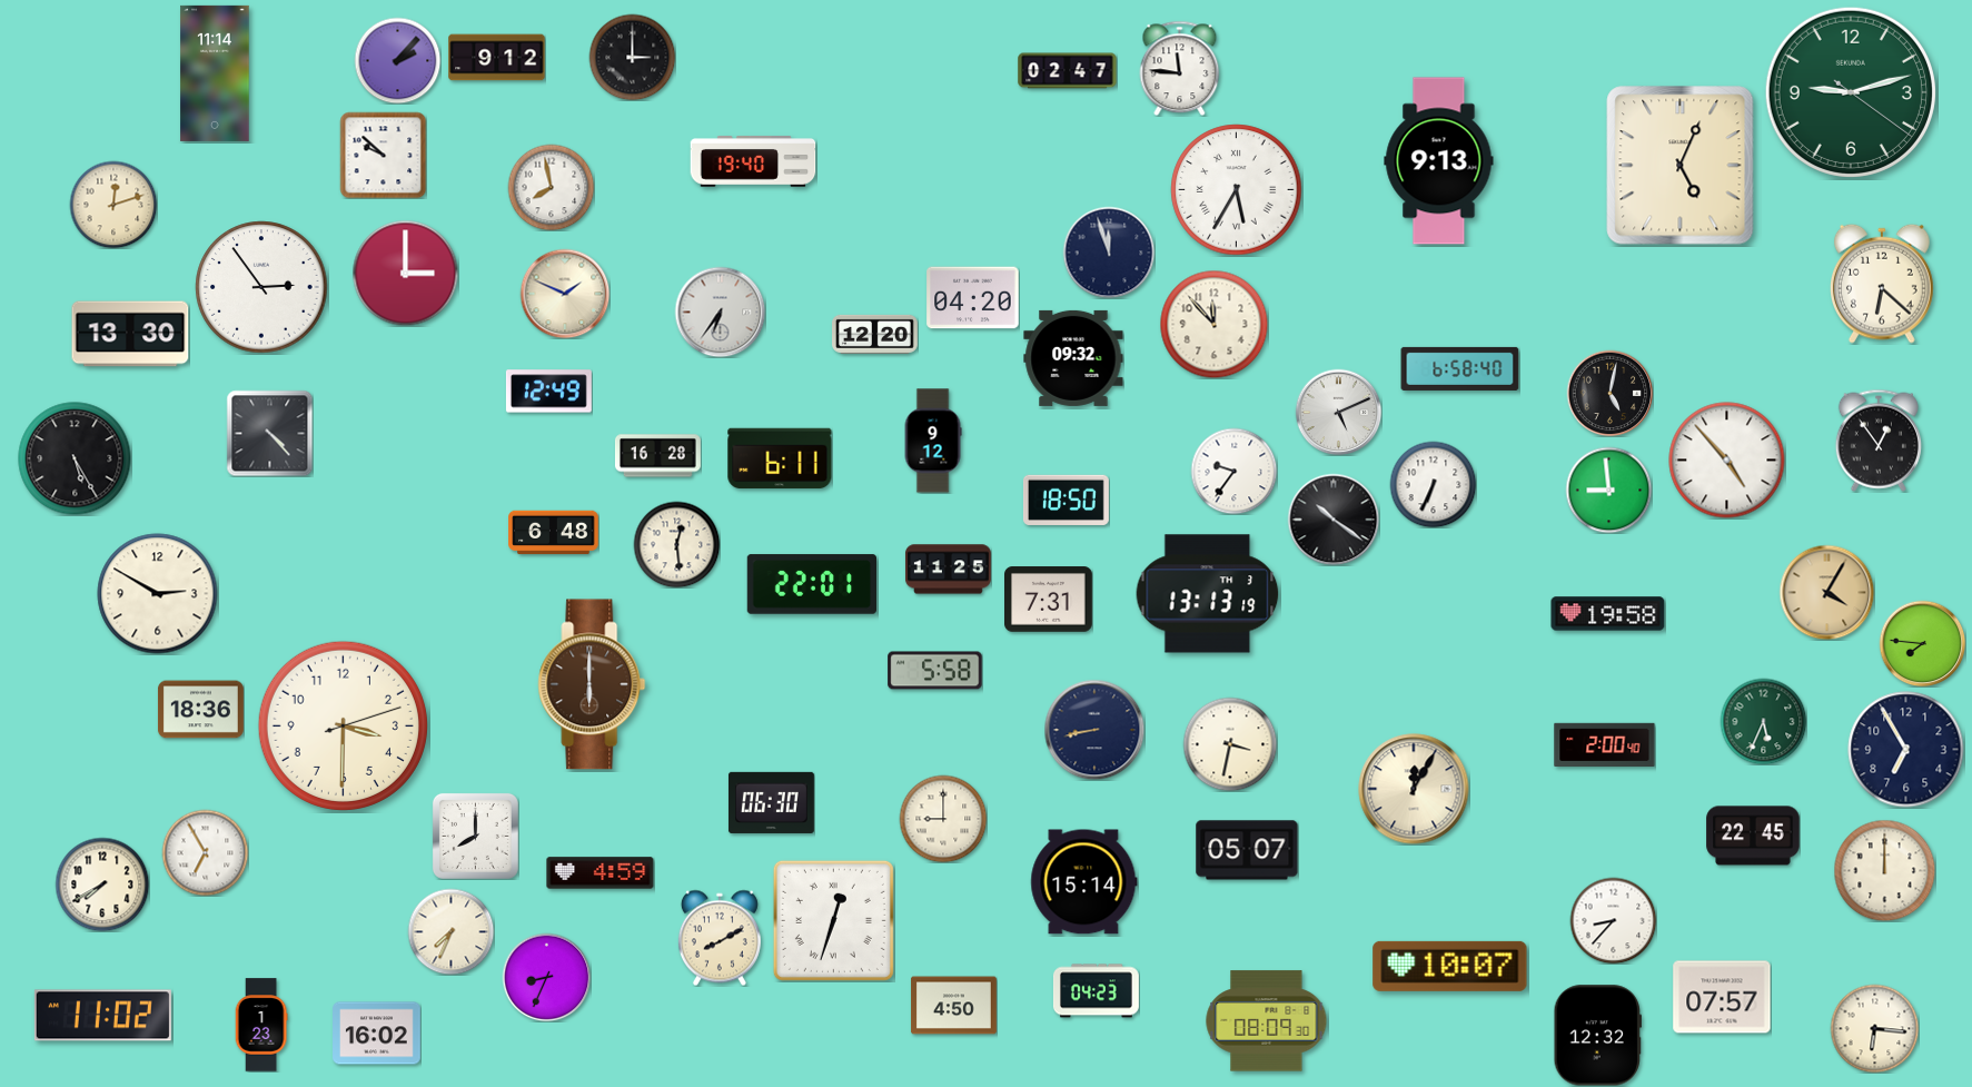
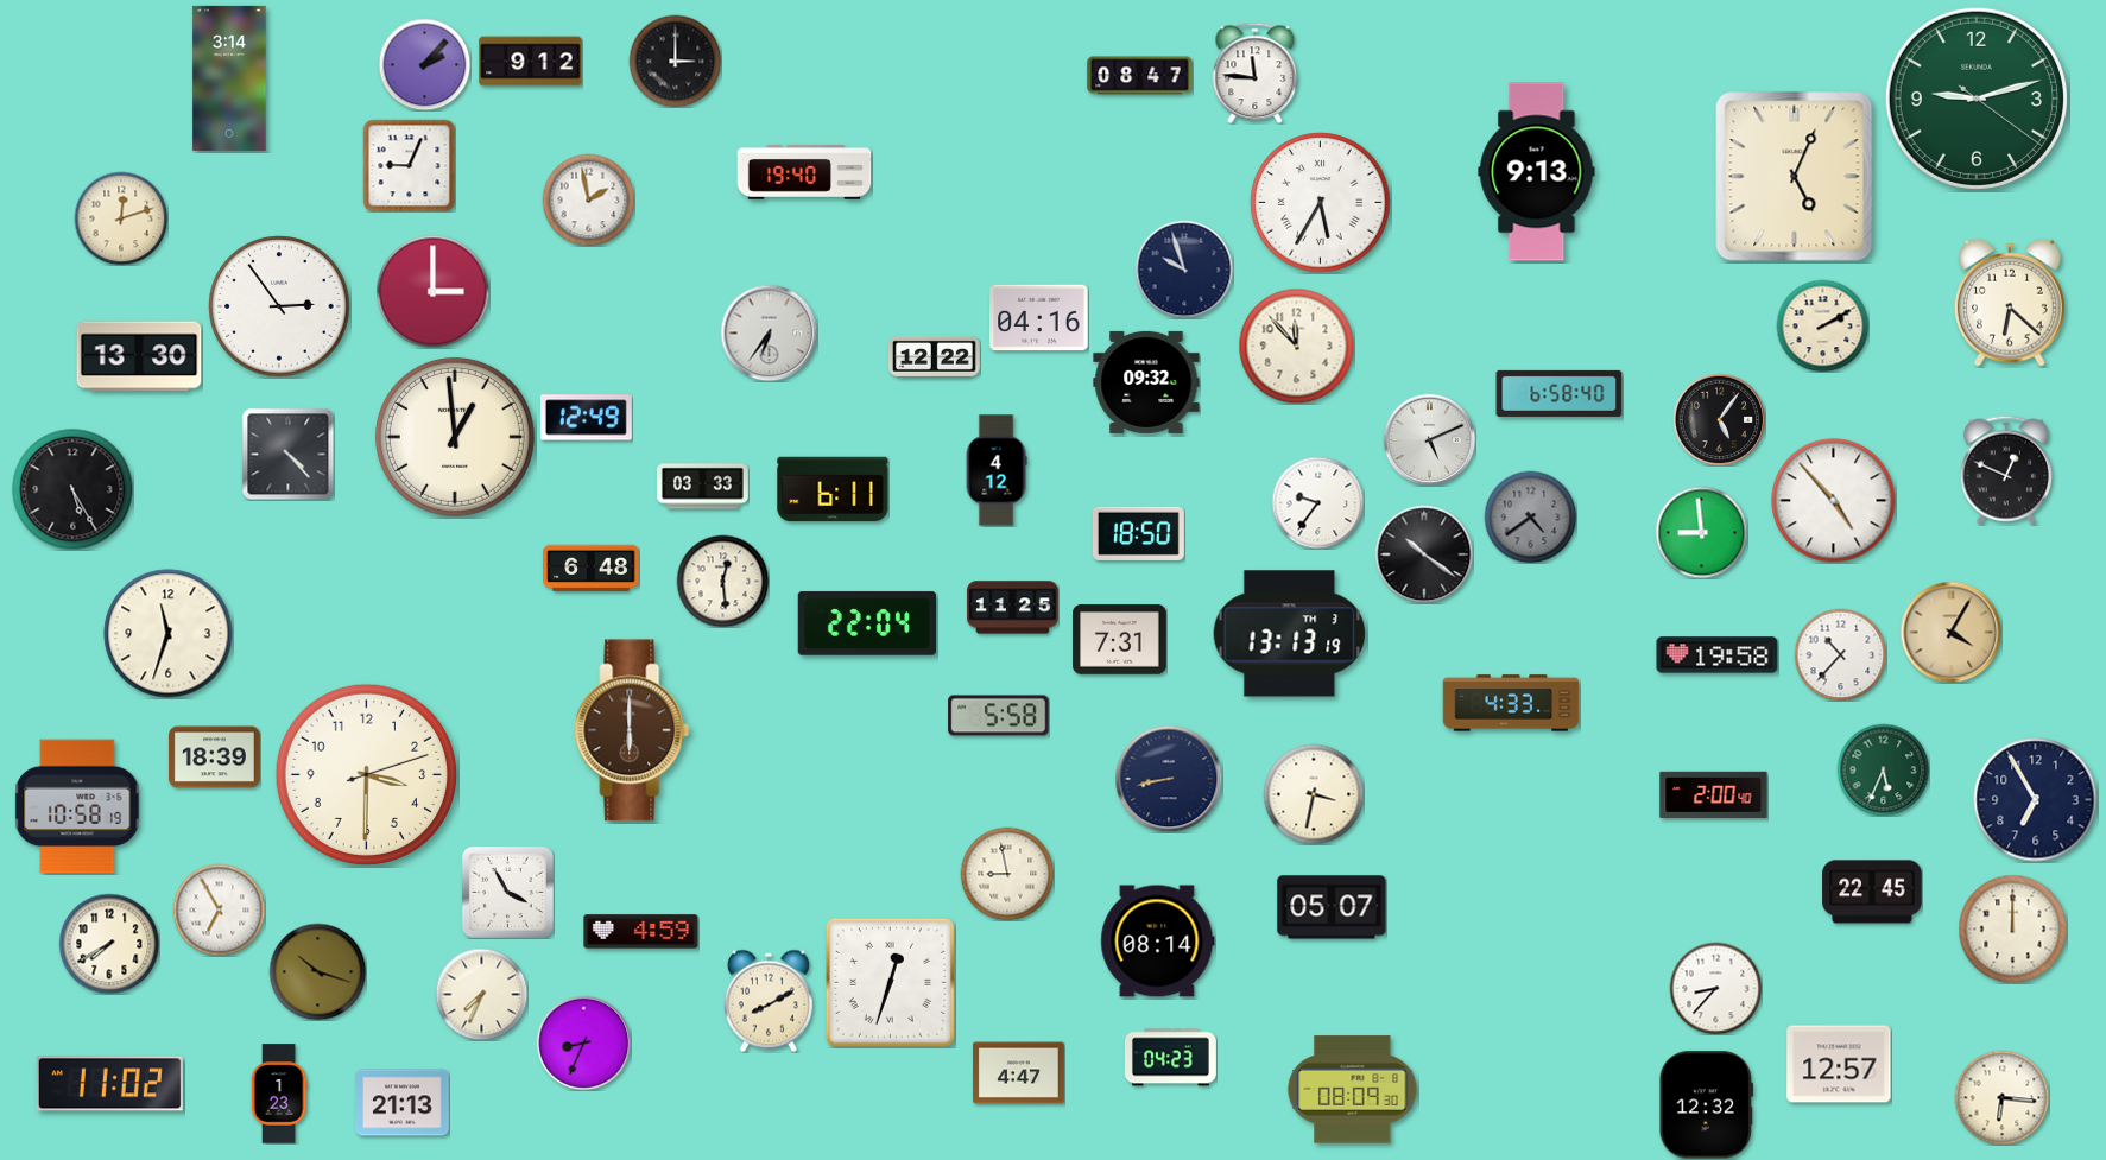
clock at (1180, 68) position: (1180, 68) -> (1256, 72)
clock at (1068, 71): 02:47 -> 08:47
clock at (215, 73): 11:14 -> 3:14
clock at (383, 155): 9:52 -> 9:04
clock at (551, 187): 7:58 -> 1:58
clock at (1109, 253): 11:57 -> 9:57
clock at (565, 294): 1:49 -> none
clock at (973, 298): 04:20 -> 04:16
clock at (1822, 325): none -> 2:10
clock at (875, 334): 12:20 -> 12:22
clock at (1609, 393): 5:02 -> 5:06
clock at (455, 437): none -> 12:59
clock at (269, 433) position: (269, 433) -> (287, 454)
clock at (933, 441): 9:12 -> 4:12
clock at (1879, 441): 12:54 -> 12:49
clock at (657, 456): 16:28 -> 03:33
clock at (75, 458) position: (75, 458) -> (72, 489)
clock at (1727, 461) position: (1727, 461) -> (1834, 501)
clock at (1433, 484): 6:34 -> 4:39
clock at (1433, 484) dial: white -> grey
clock at (1608, 490) position: (1608, 490) -> (1701, 532)
clock at (811, 584): 22:01 -> 22:04
clock at (158, 594): 2:50 -> 11:33
clock at (1840, 654): none -> 10:37
clock at (1922, 643): 7:46 -> none
clock at (1511, 703): none -> 4:33
clock at (200, 710): 18:36 -> 18:39
clock at (77, 806): none -> 10:58
clock at (1414, 789): 12:05 -> none
clock at (771, 802): 06:30 -> none
clock at (943, 819): 9:00 -> 8:58
clock at (475, 836): 8:00 -> 3:55
clock at (1084, 882): 15:14 -> 08:14
clock at (317, 971): none -> 10:18
clock at (1613, 920) position: (1613, 920) -> (1715, 988)
clock at (1450, 966): 10:07 -> none
clock at (1722, 997): 07:57 -> 12:57
clock at (954, 1006): 4:50 -> 4:47
clock at (377, 1034): 16:02 -> 21:13
